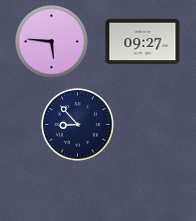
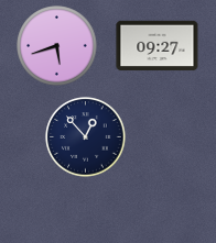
clock at (52, 42): 5:46 -> 5:42
clock at (78, 125): 8:53 -> 12:53
